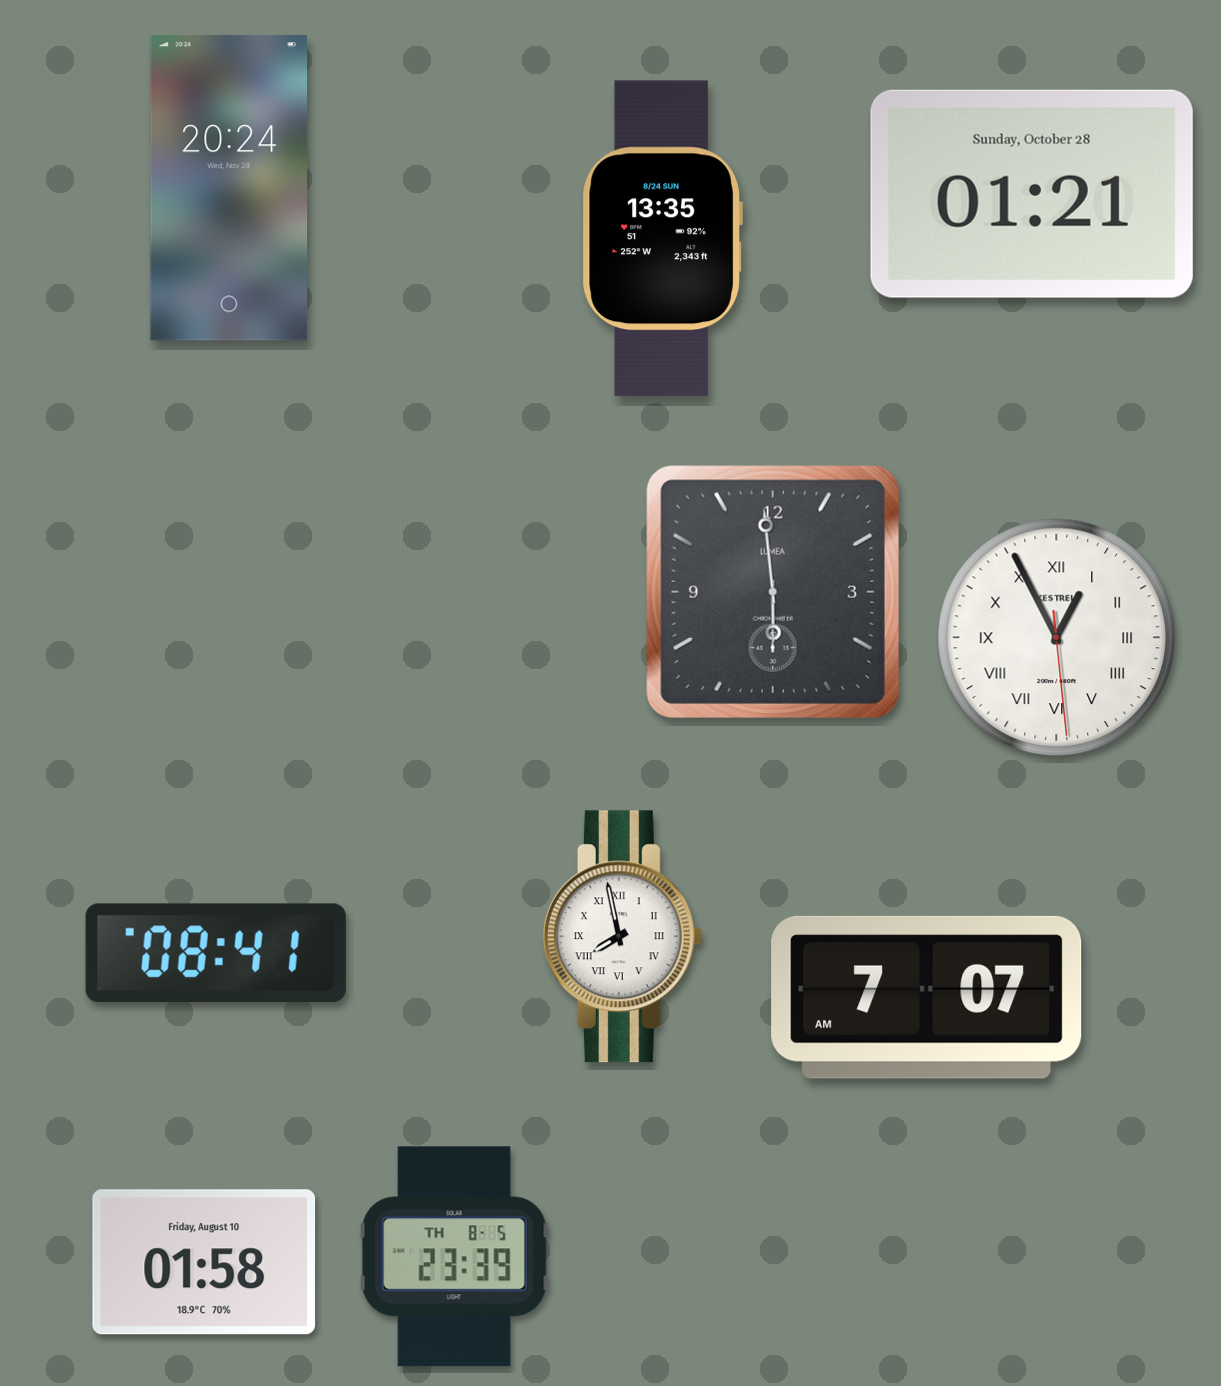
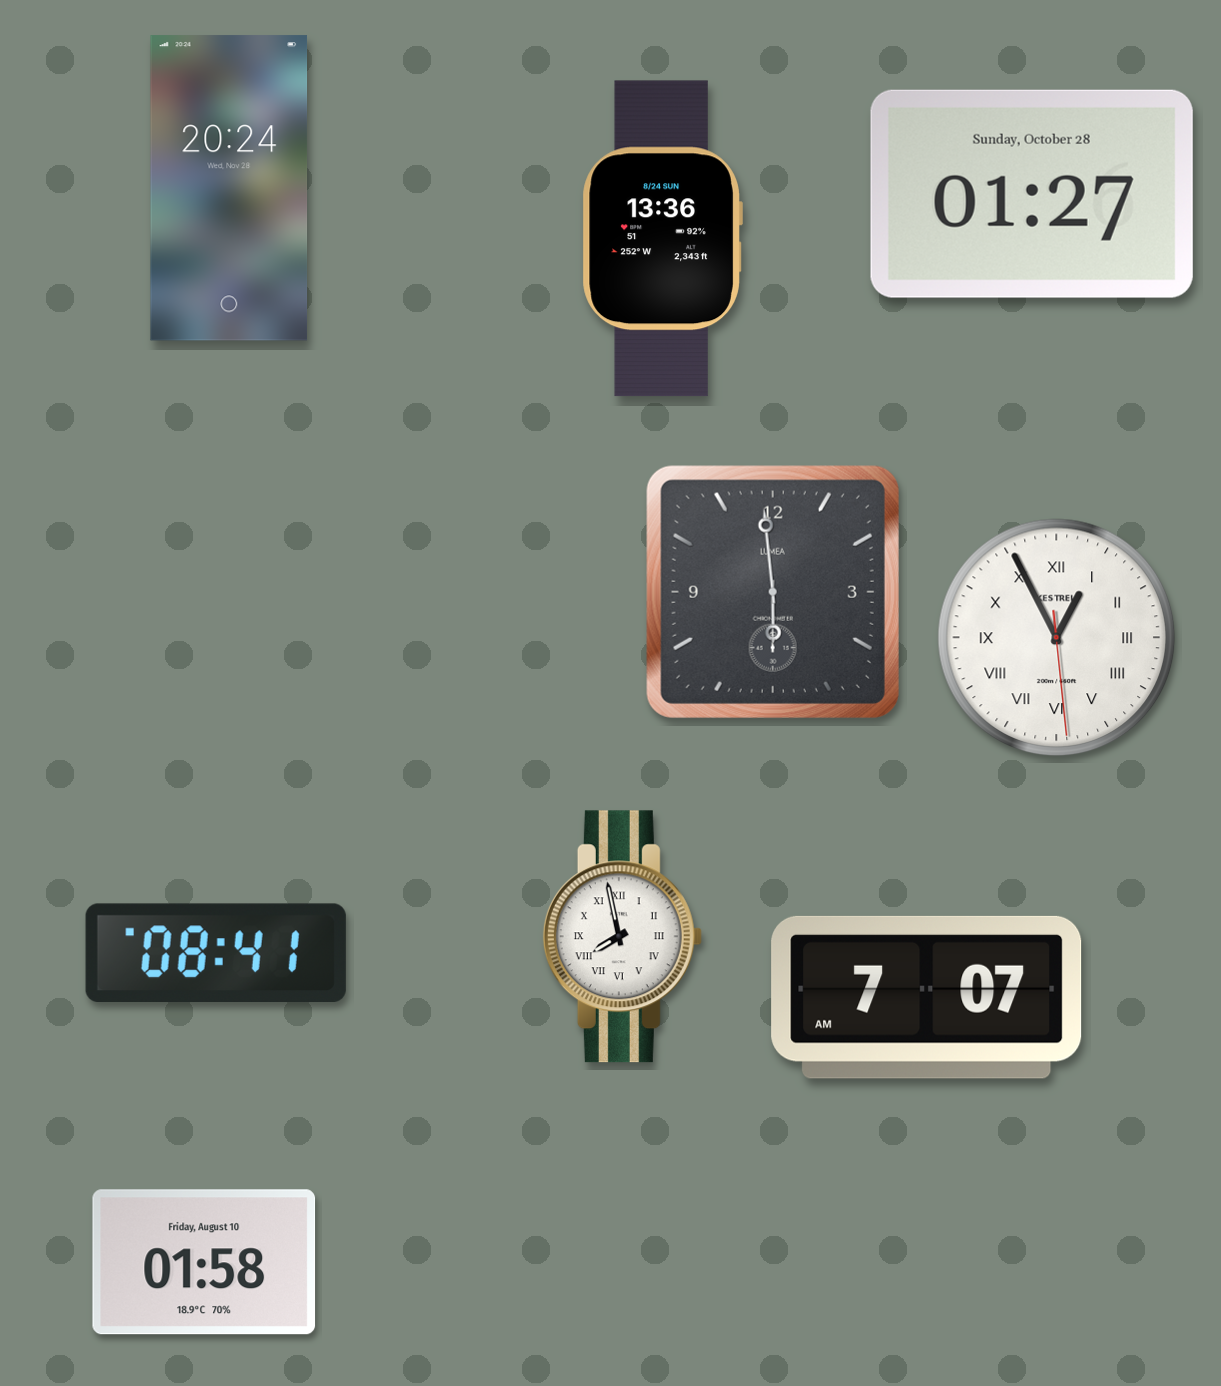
clock at (1032, 194): 01:21 -> 01:27
clock at (662, 239): 13:35 -> 13:36
clock at (454, 1257): 23:39 -> none
